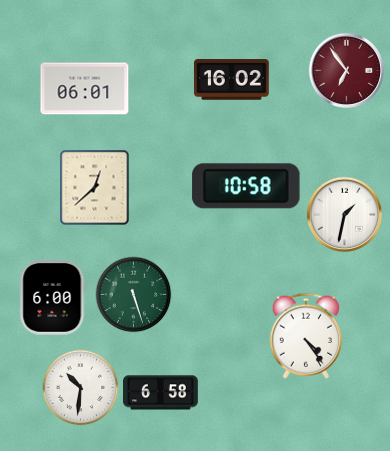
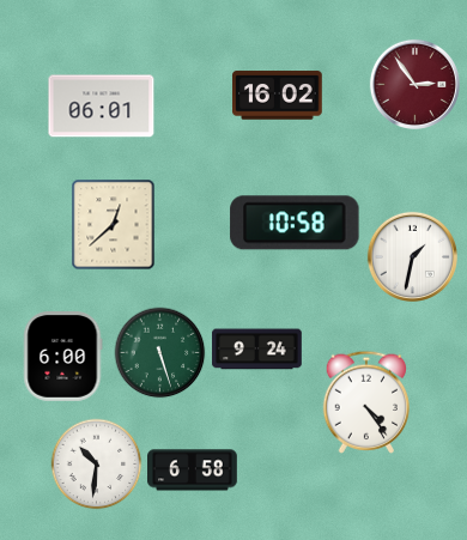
clock at (346, 70): 6:54 -> 2:54
clock at (257, 350): none -> 9:24
